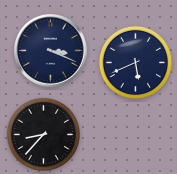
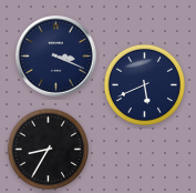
clock at (135, 62) position: (135, 62) -> (144, 84)
clock at (43, 134): 8:37 -> 8:35
